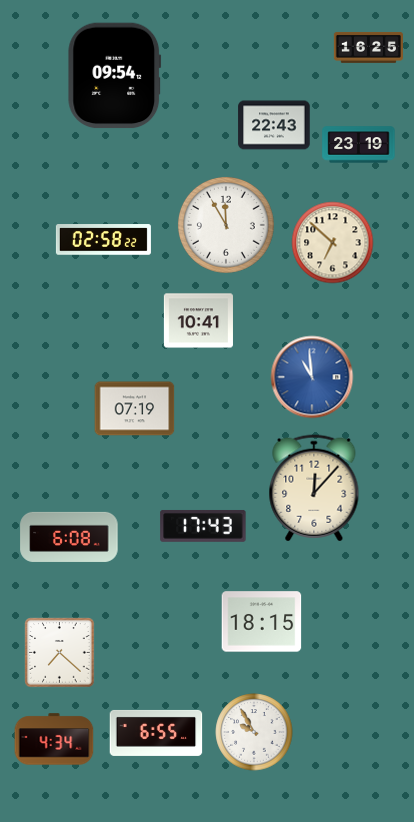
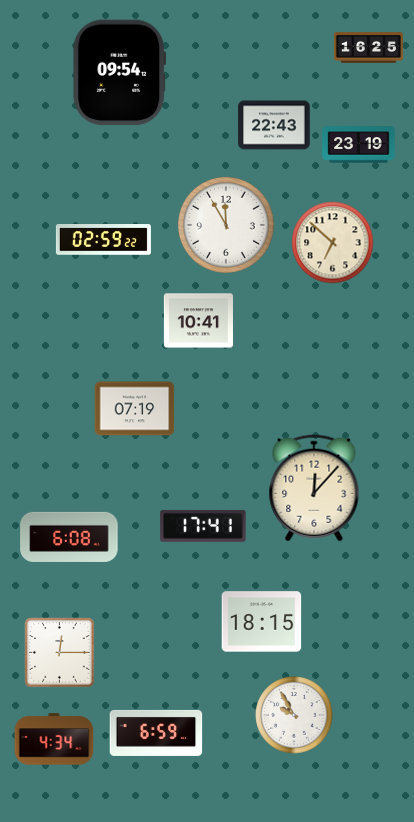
clock at (115, 76) position: (115, 76) -> (120, 73)
clock at (103, 240): 02:58 -> 02:59
clock at (312, 377): 10:59 -> none
clock at (203, 526): 17:43 -> 17:41
clock at (60, 653): 7:22 -> 12:15
clock at (254, 732) position: (254, 732) -> (294, 715)
clock at (156, 733): 6:55 -> 6:59
